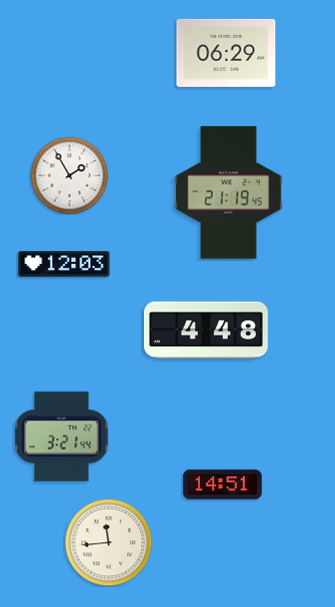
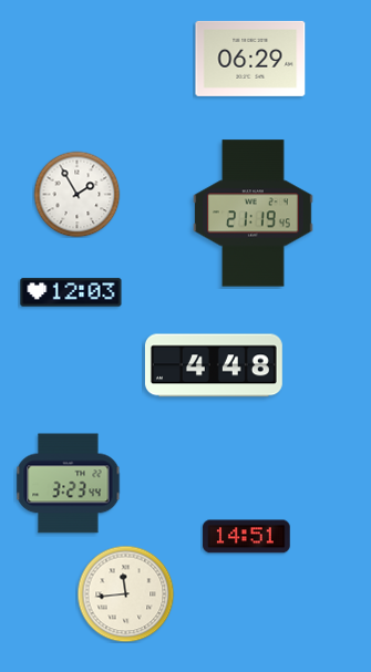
clock at (206, 330) position: (206, 330) -> (214, 365)
clock at (62, 437): 3:21 -> 3:23
clock at (108, 542) position: (108, 542) -> (125, 593)
